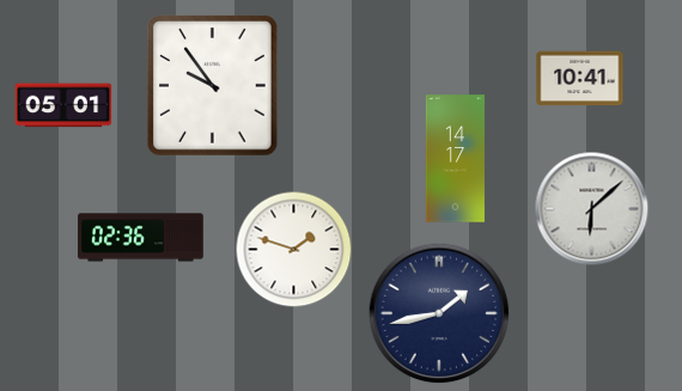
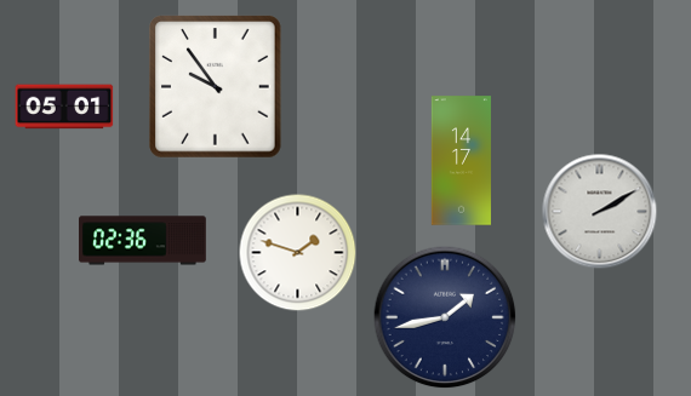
clock at (580, 79): 10:41 -> none
clock at (592, 209): 6:08 -> 2:10
